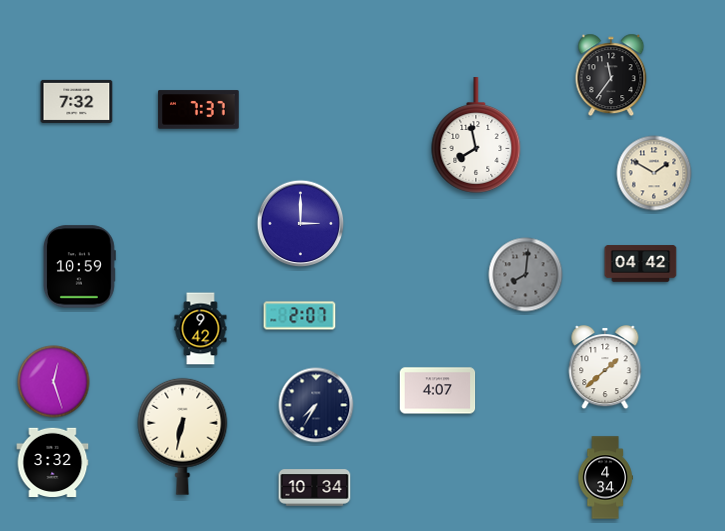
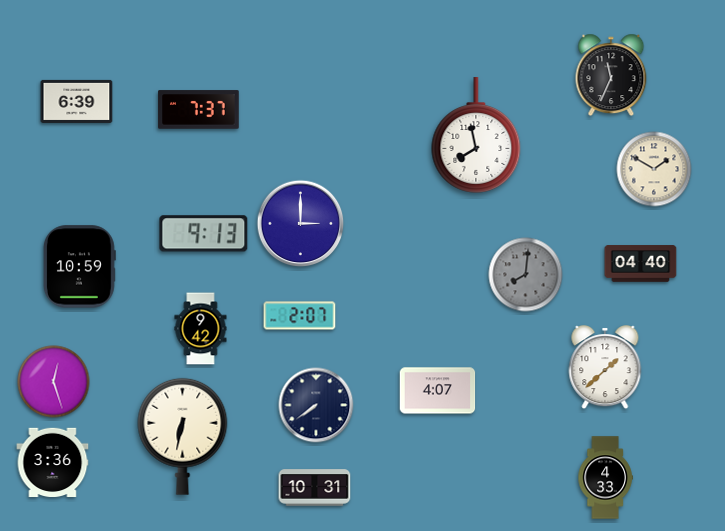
clock at (611, 75): 11:36 -> 11:34
clock at (77, 101): 7:32 -> 6:39
clock at (654, 173) position: (654, 173) -> (654, 169)
clock at (204, 234): none -> 9:13
clock at (641, 264): 04:42 -> 04:40
clock at (316, 405): 7:35 -> 7:39
clock at (53, 463): 3:32 -> 3:36
clock at (605, 478): 4:34 -> 4:33
clock at (315, 488): 10:34 -> 10:31
